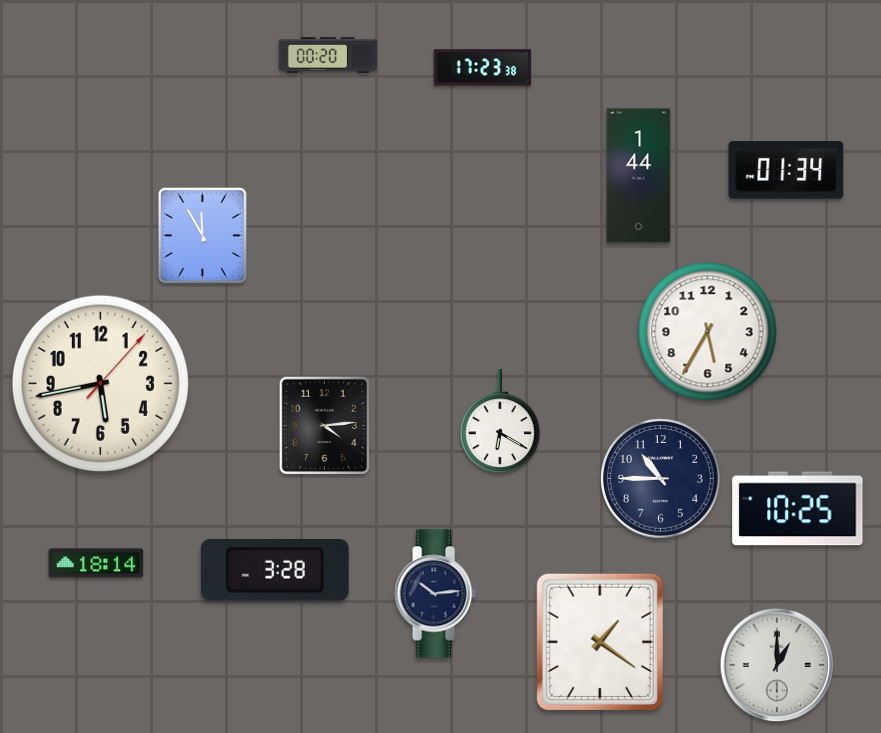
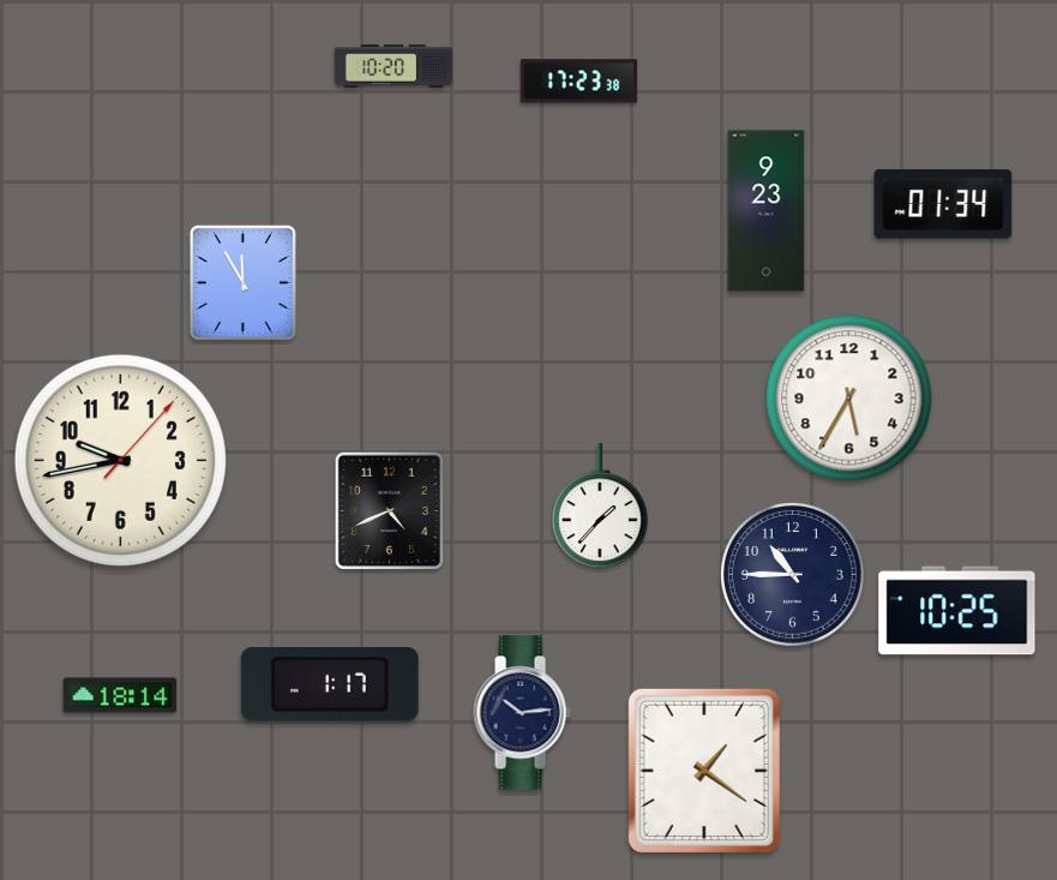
clock at (328, 55): 00:20 -> 10:20
clock at (639, 176): 1:44 -> 9:23
clock at (100, 383): 5:43 -> 9:43
clock at (500, 422): 6:20 -> 1:37
clock at (324, 425): 4:14 -> 4:41
clock at (96, 563) position: (96, 563) -> (120, 695)
clock at (275, 571): 3:28 -> 1:17
clock at (600, 642) position: (600, 642) -> (704, 771)
clock at (777, 665): 1:00 -> none
